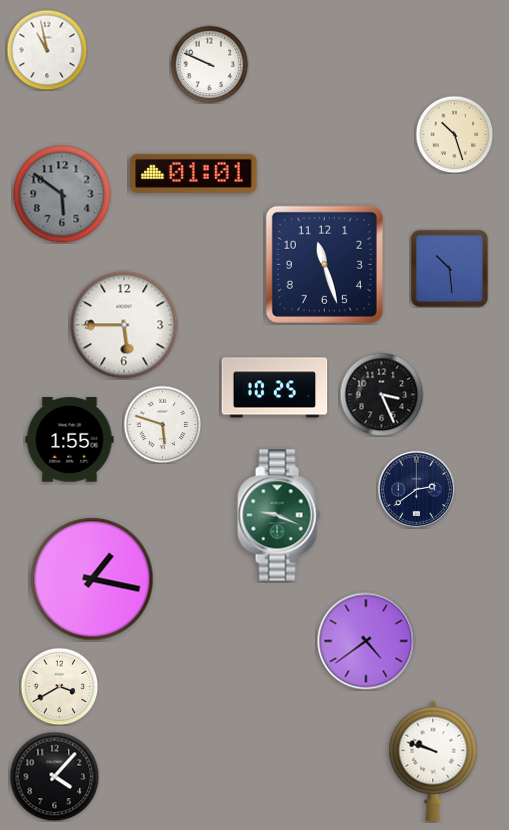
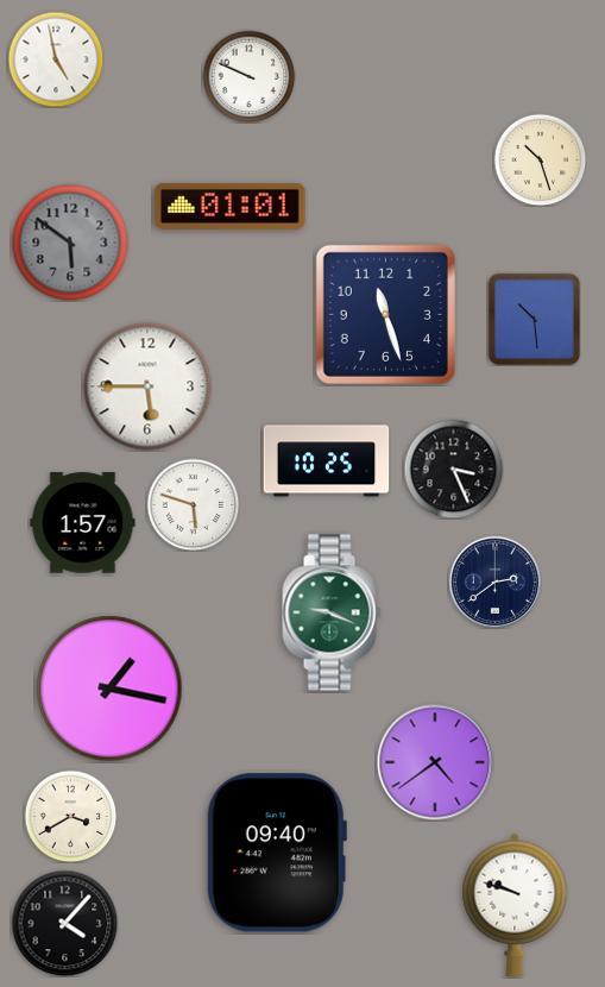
clock at (47, 50): 10:58 -> 4:58
clock at (62, 194) position: (62, 194) -> (70, 243)
clock at (70, 440): 1:55 -> 1:57
clock at (277, 853): none -> 09:40
